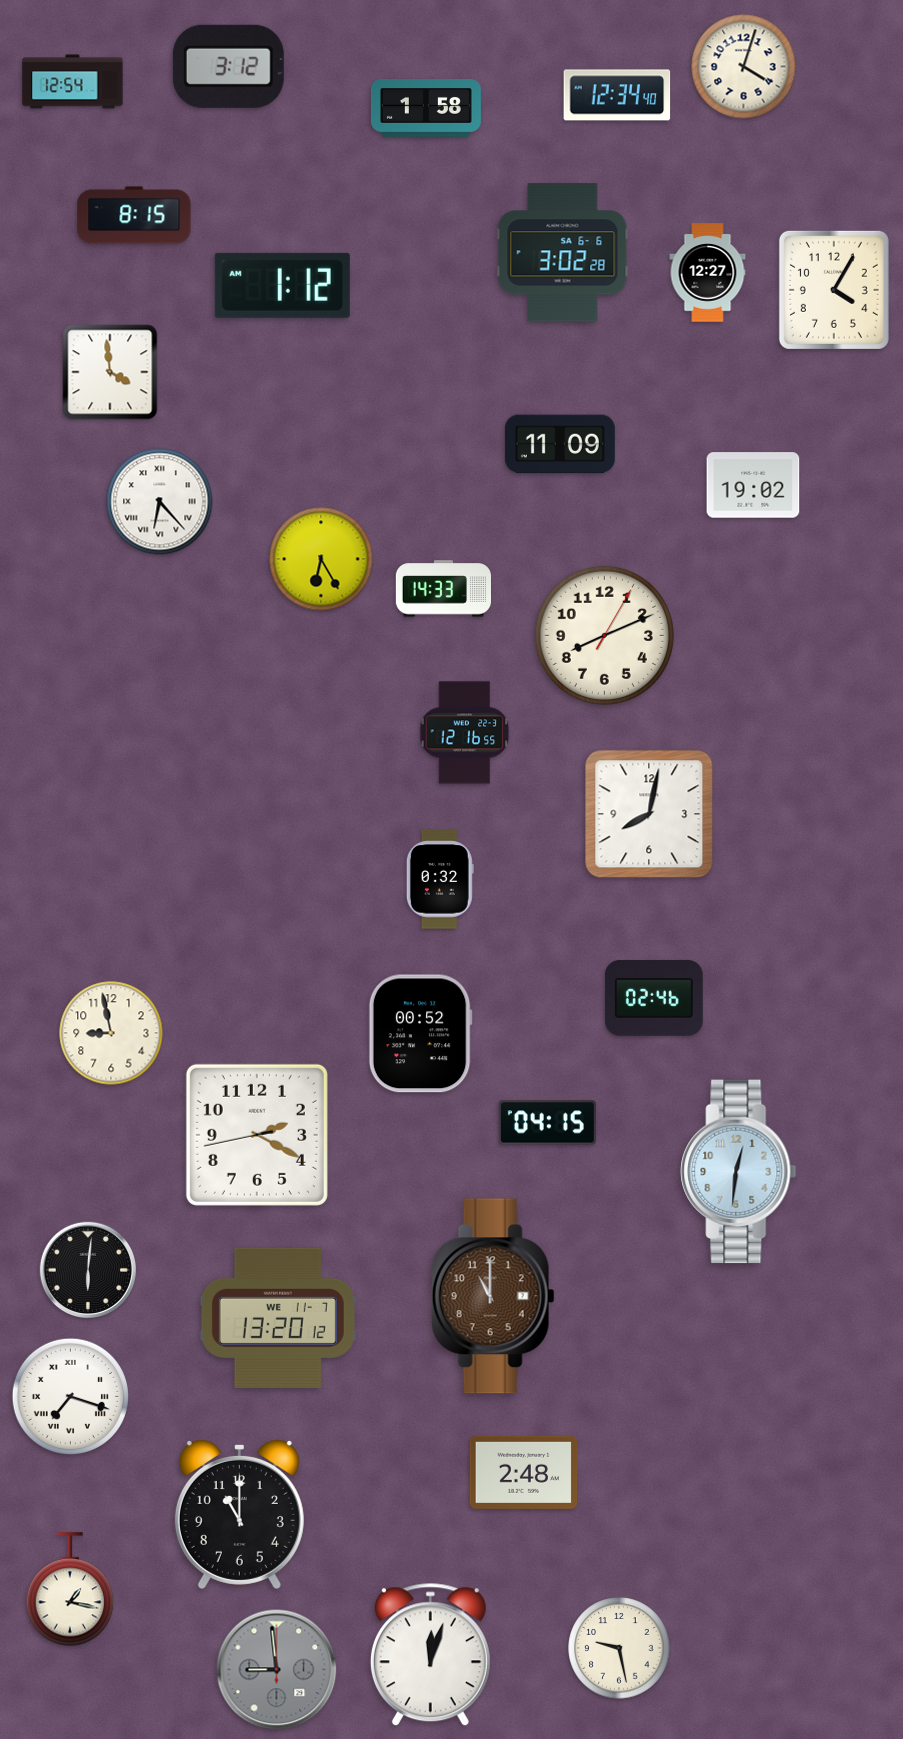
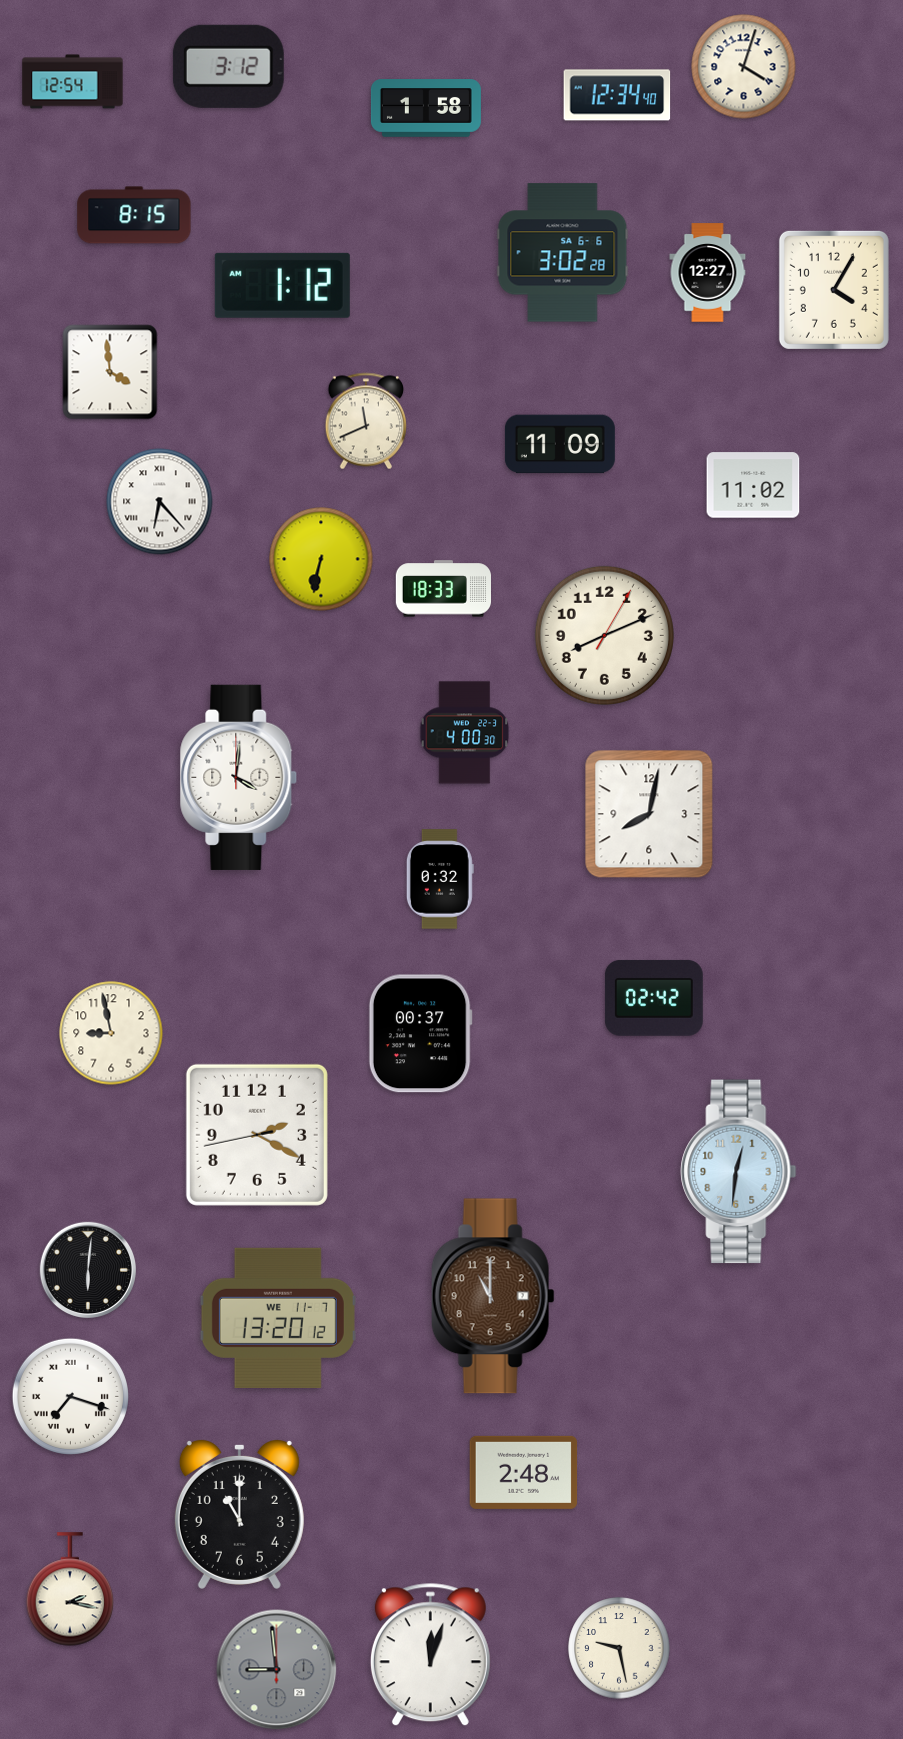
clock at (365, 421): none -> 11:41
clock at (753, 485): 19:02 -> 11:02
clock at (321, 559): 6:25 -> 6:32
clock at (443, 589): 14:33 -> 18:33
clock at (465, 733): 12:16 -> 4:00
clock at (239, 777): none -> 4:01
clock at (654, 998): 02:46 -> 02:42
clock at (420, 1034): 00:52 -> 00:37
clock at (547, 1123): 04:15 -> none
clock at (70, 1589): 1:17 -> 2:17
